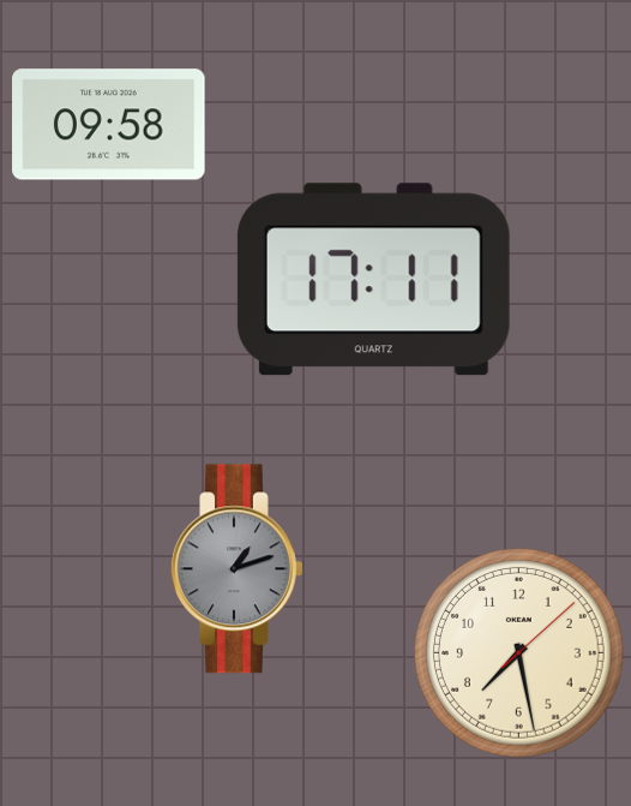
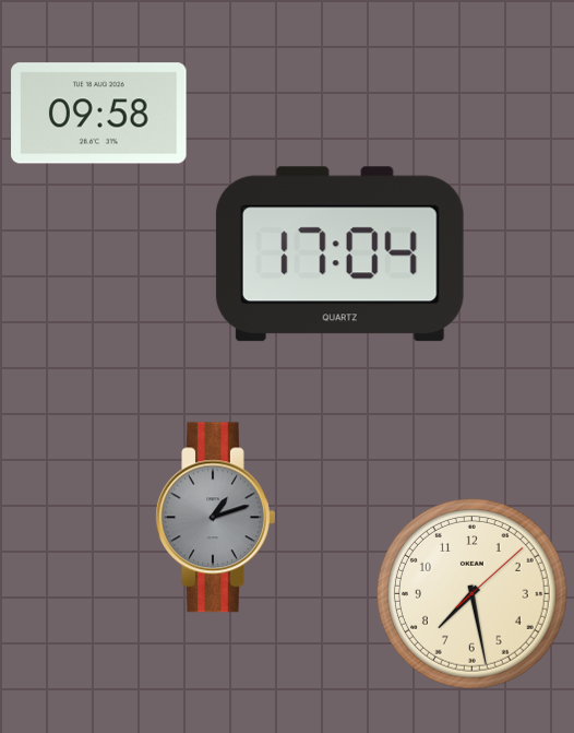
clock at (373, 280): 17:11 -> 17:04
